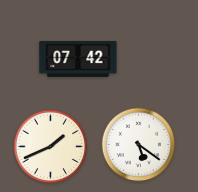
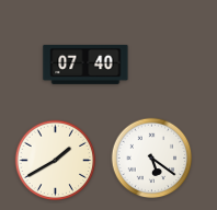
clock at (78, 59): 07:42 -> 07:40
clock at (51, 147): 1:41 -> 1:40
